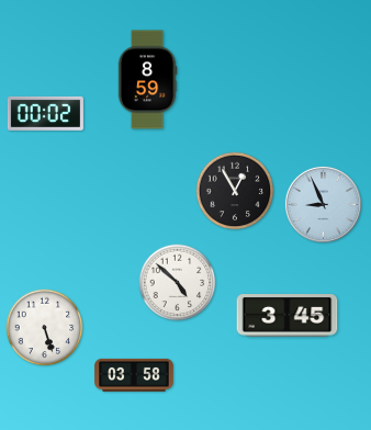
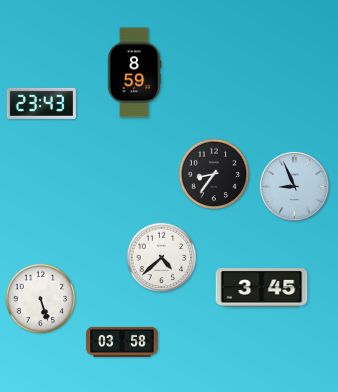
clock at (45, 113): 00:02 -> 23:43
clock at (235, 191): 12:55 -> 8:36
clock at (178, 283): 4:52 -> 4:38
